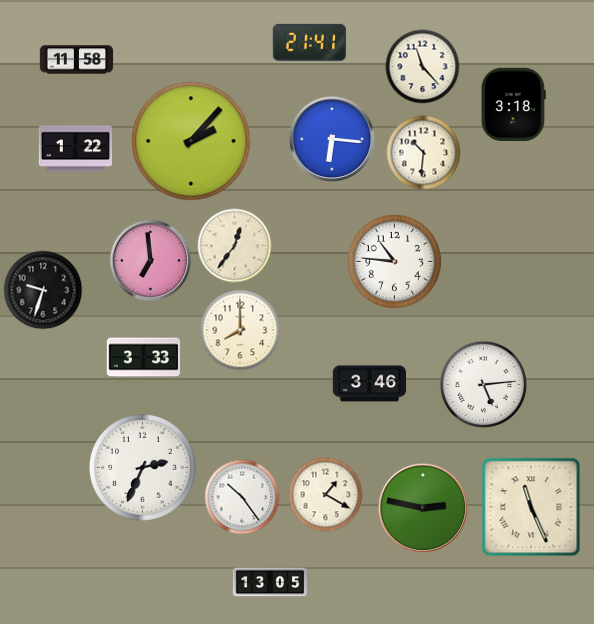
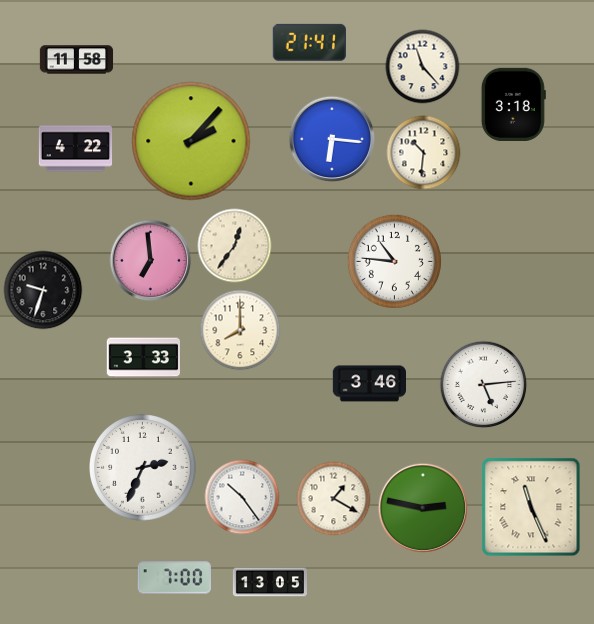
clock at (76, 149): 1:22 -> 4:22
clock at (326, 495) position: (326, 495) -> (334, 499)
clock at (174, 578): none -> 7:00
